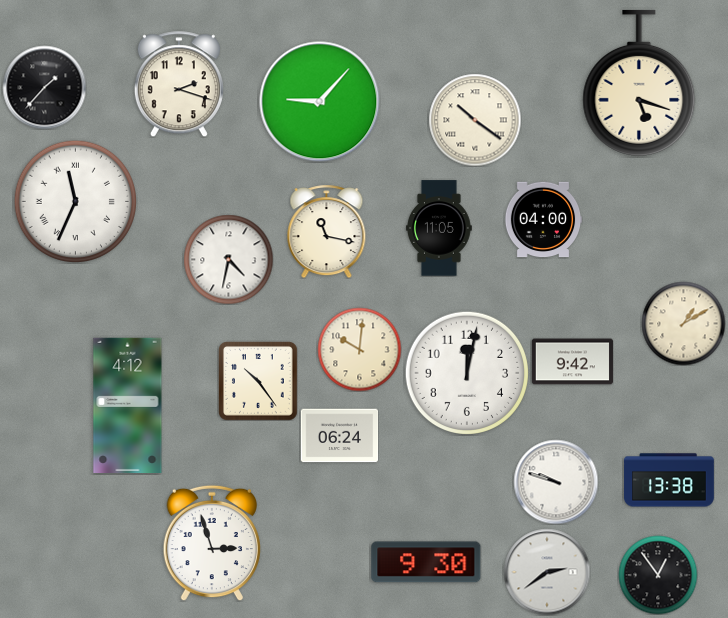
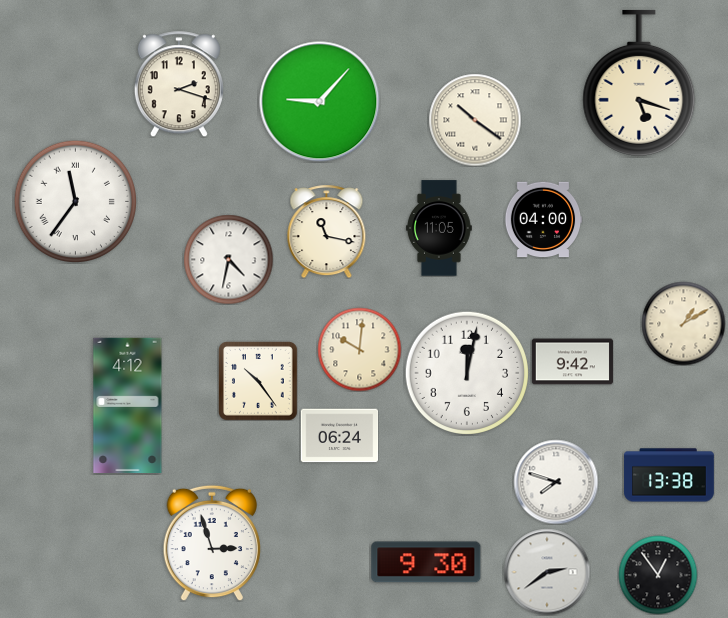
clock at (44, 87): 1:37 -> none
clock at (75, 201): 11:34 -> 11:36
clock at (669, 480) position: (669, 480) -> (669, 475)
clock at (556, 482): 9:48 -> 7:48
